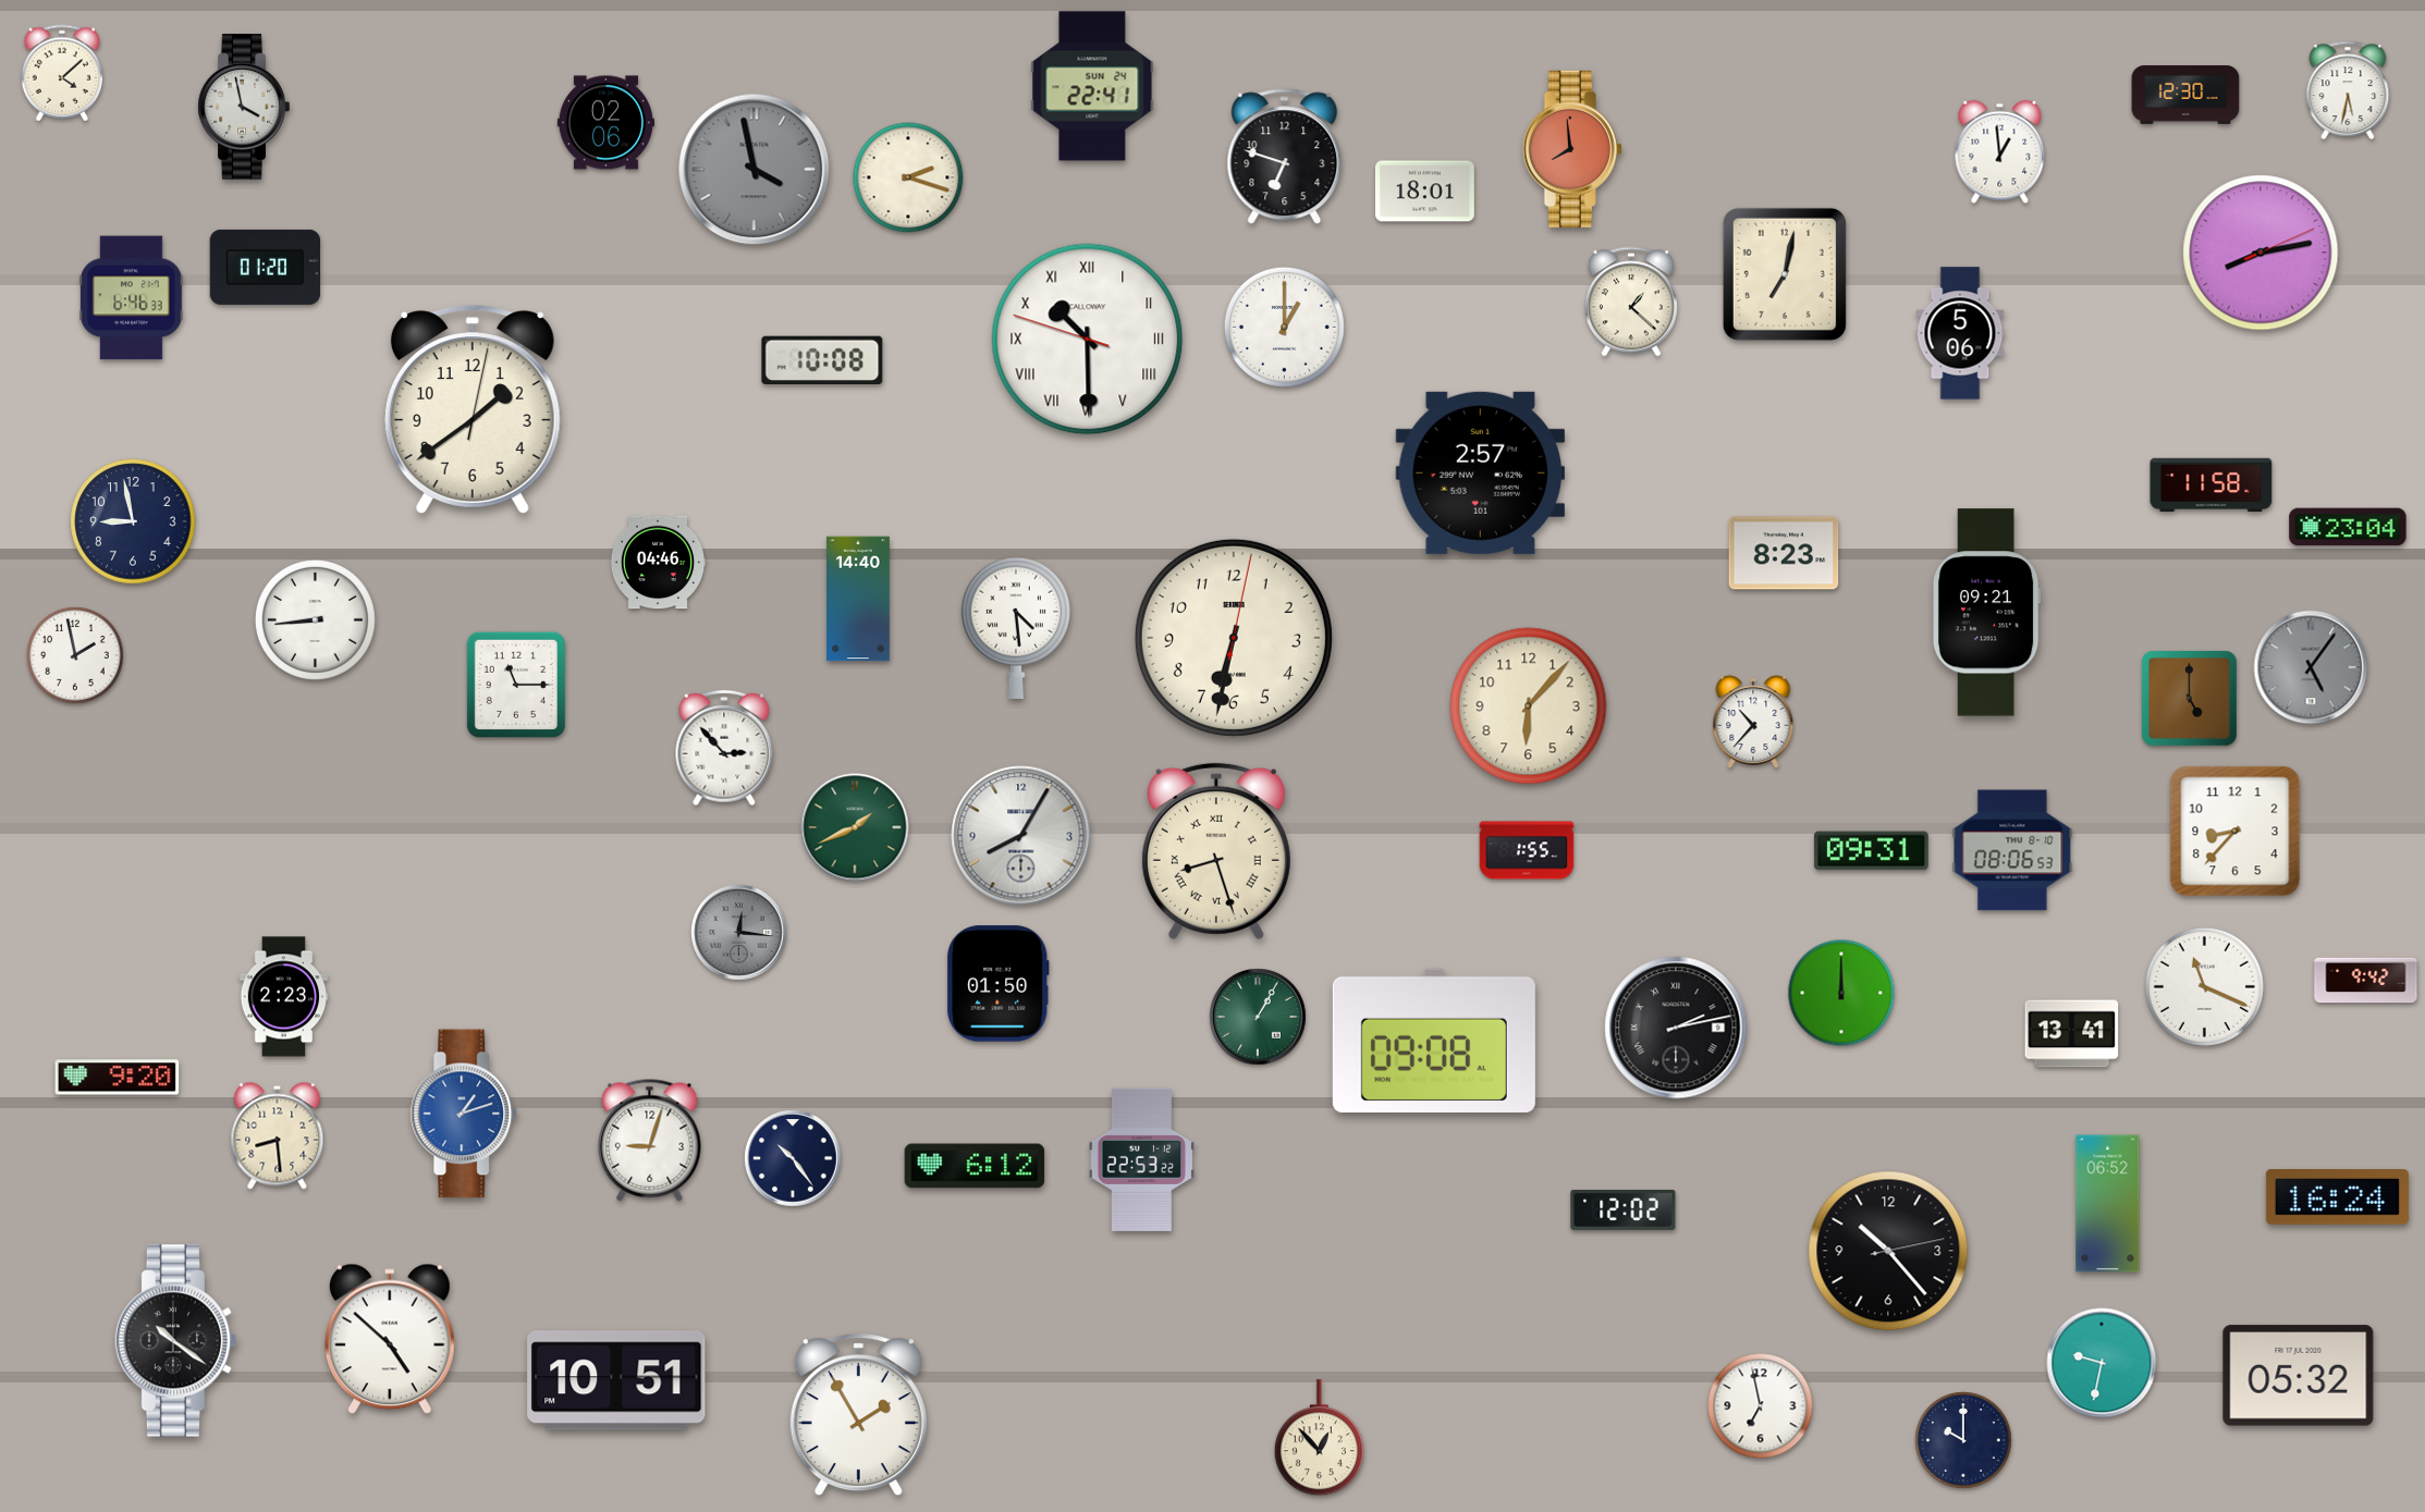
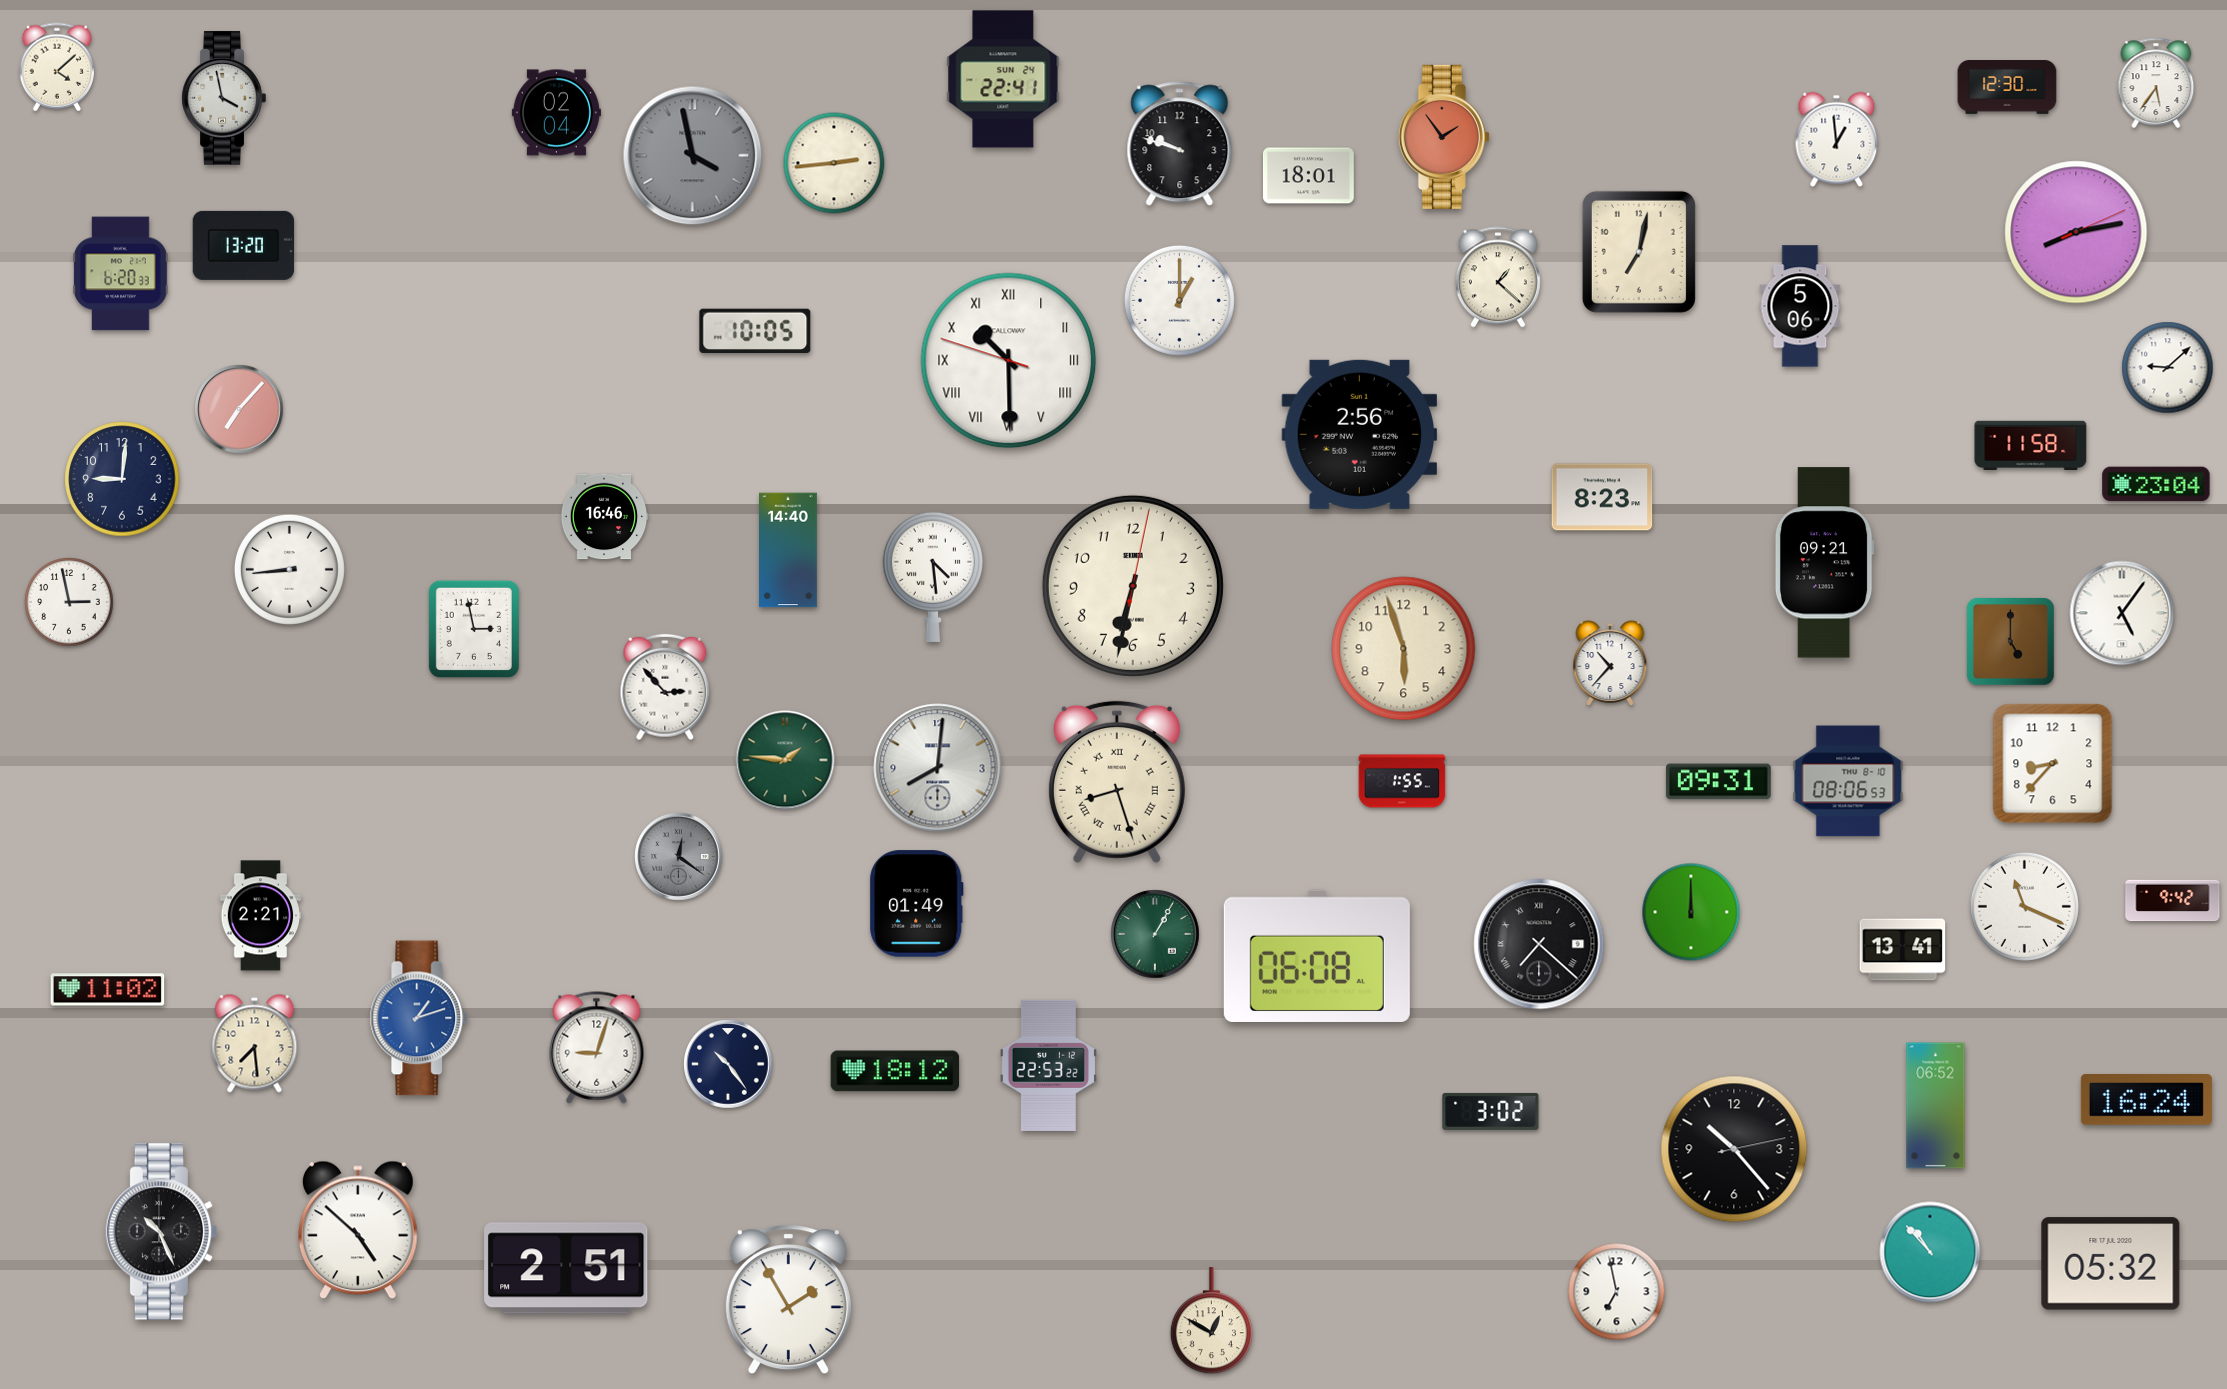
clock at (2348, 90): 5:32 -> 5:36
clock at (605, 123): 02:06 -> 02:04
clock at (1572, 149): 7:59 -> 1:54
clock at (1285, 157): 6:48 -> 9:48
clock at (908, 177): 2:18 -> 2:44
clock at (266, 267): 01:20 -> 13:20
clock at (132, 298): 6:46 -> 6:20
clock at (1088, 340) position: (1088, 340) -> (1009, 361)
clock at (822, 359): 10:08 -> 10:05
clock at (2168, 368): none -> 9:08
clock at (473, 409): 1:39 -> none
clock at (239, 409): none -> 7:07
clock at (1481, 472): 2:57 -> 2:56
clock at (133, 521): 8:58 -> 9:01
clock at (1784, 553) position: (1784, 553) -> (1602, 497)
clock at (658, 563): 04:46 -> 16:46
clock at (75, 655): 1:58 -> 2:58
clock at (2311, 667) dial: grey -> white
clock at (516, 685): 11:15 -> 2:58
clock at (1529, 706): 6:07 -> 5:57
clock at (855, 827): 1:41 -> 1:46
clock at (1021, 836): 8:05 -> 8:01
clock at (739, 933): 12:16 -> 12:21
clock at (999, 984): 01:50 -> 01:49
clock at (284, 997): 2:23 -> 2:21
clock at (1676, 1028): 2:13 -> 7:22
clock at (1434, 1041): 09:08 -> 06:08
clock at (118, 1078): 9:20 -> 11:02
clock at (464, 1114) position: (464, 1114) -> (419, 1018)
clock at (278, 1136): 8:29 -> 7:29
clock at (975, 1166): 6:12 -> 18:12
clock at (1624, 1209): 12:02 -> 3:02
clock at (176, 1341): 10:21 -> 10:26
clock at (2102, 1363): 9:32 -> 10:53
clock at (616, 1380): 10:51 -> 2:51
clock at (1319, 1438): 12:53 -> 12:50
clock at (1963, 1440): 10:00 -> none
